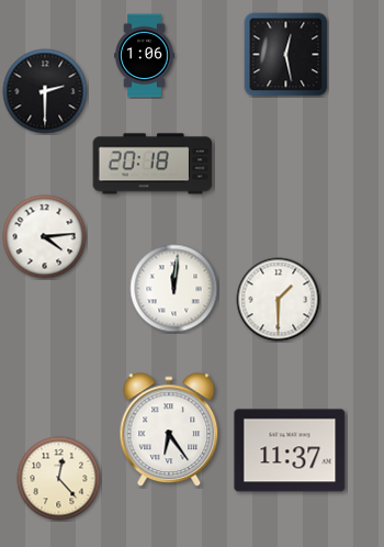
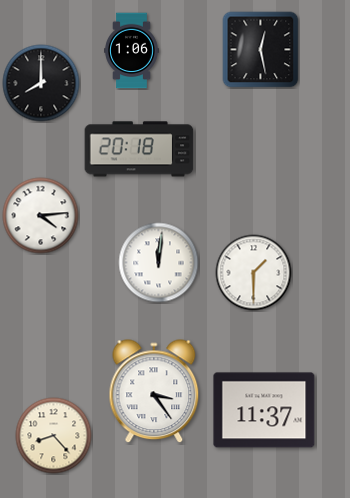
clock at (45, 91): 2:30 -> 8:00
clock at (169, 431): 6:24 -> 3:24
clock at (59, 479): 12:23 -> 8:23
